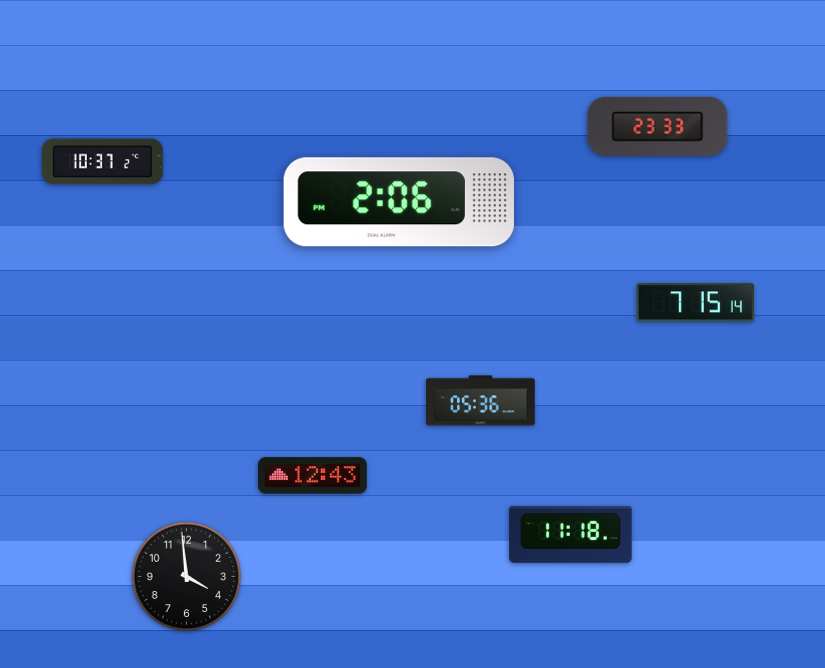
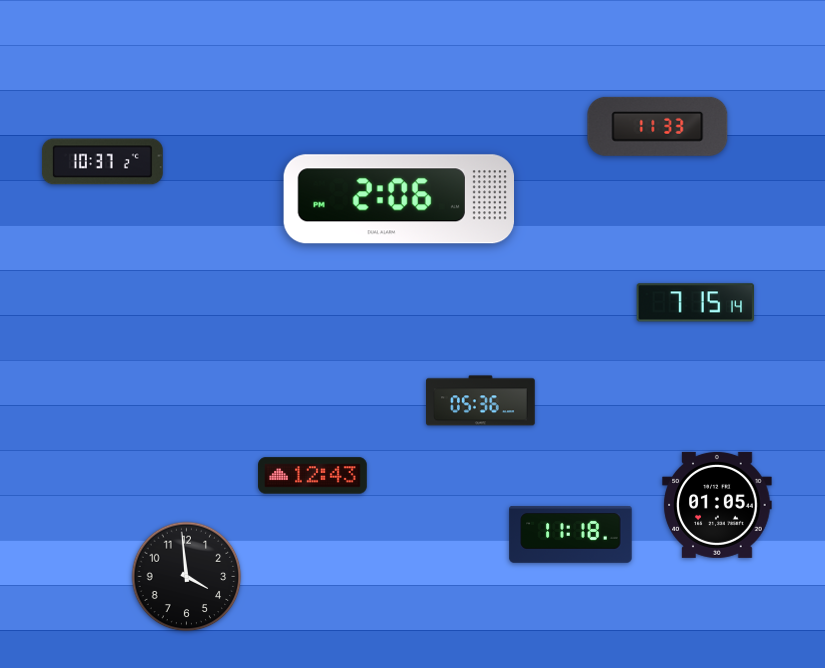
clock at (658, 126): 23:33 -> 11:33
clock at (398, 202) position: (398, 202) -> (398, 199)
clock at (717, 505): none -> 01:05
